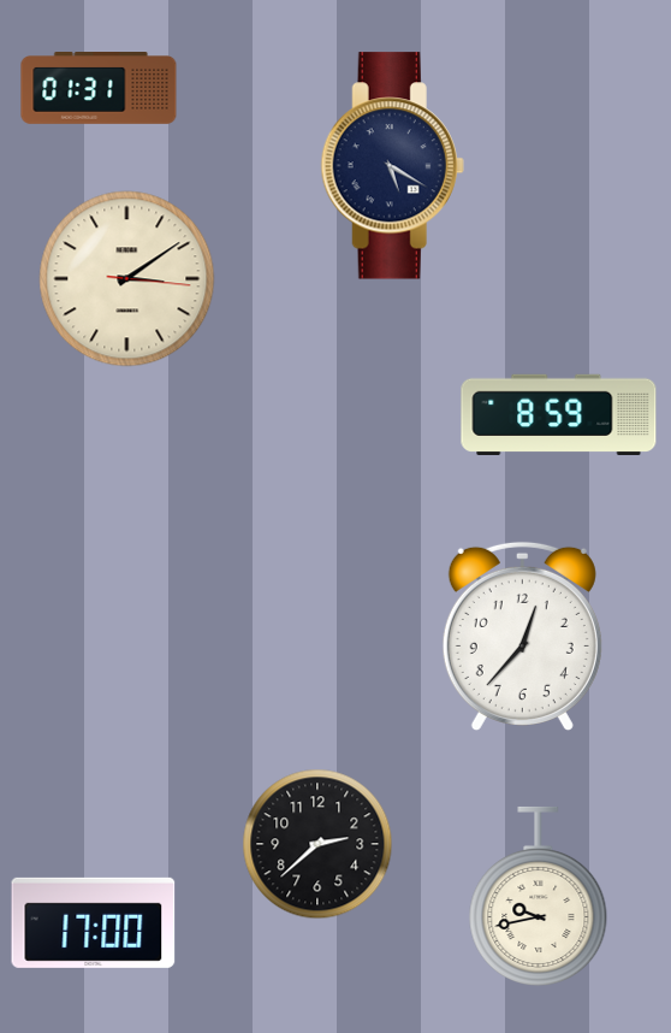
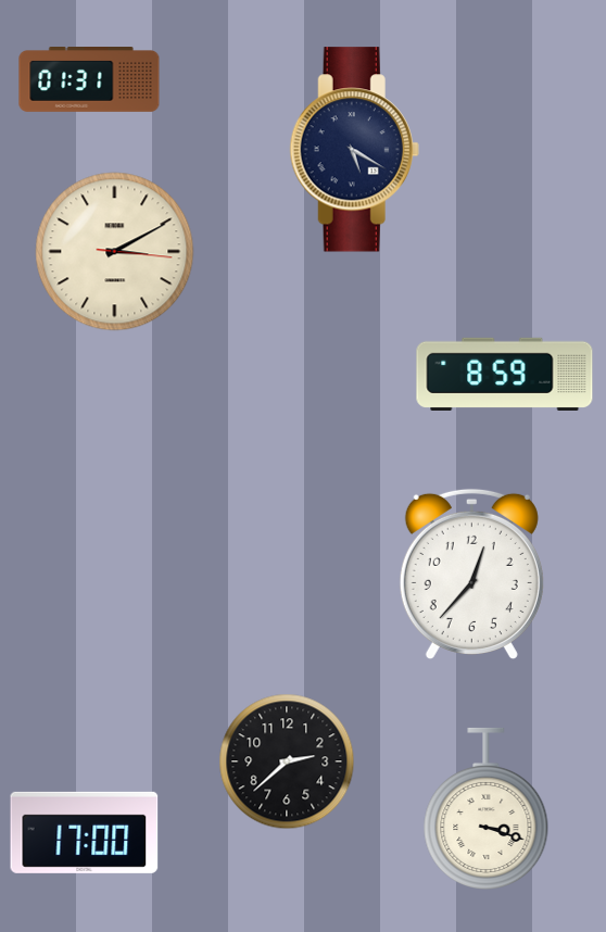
clock at (127, 279): 3:09 -> 3:10
clock at (539, 896): 9:43 -> 3:18
